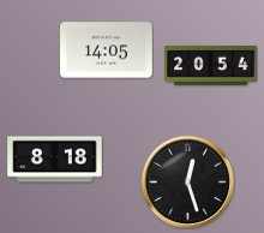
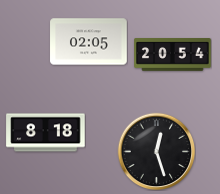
clock at (107, 50): 14:05 -> 02:05
clock at (211, 66) position: (211, 66) -> (173, 55)
